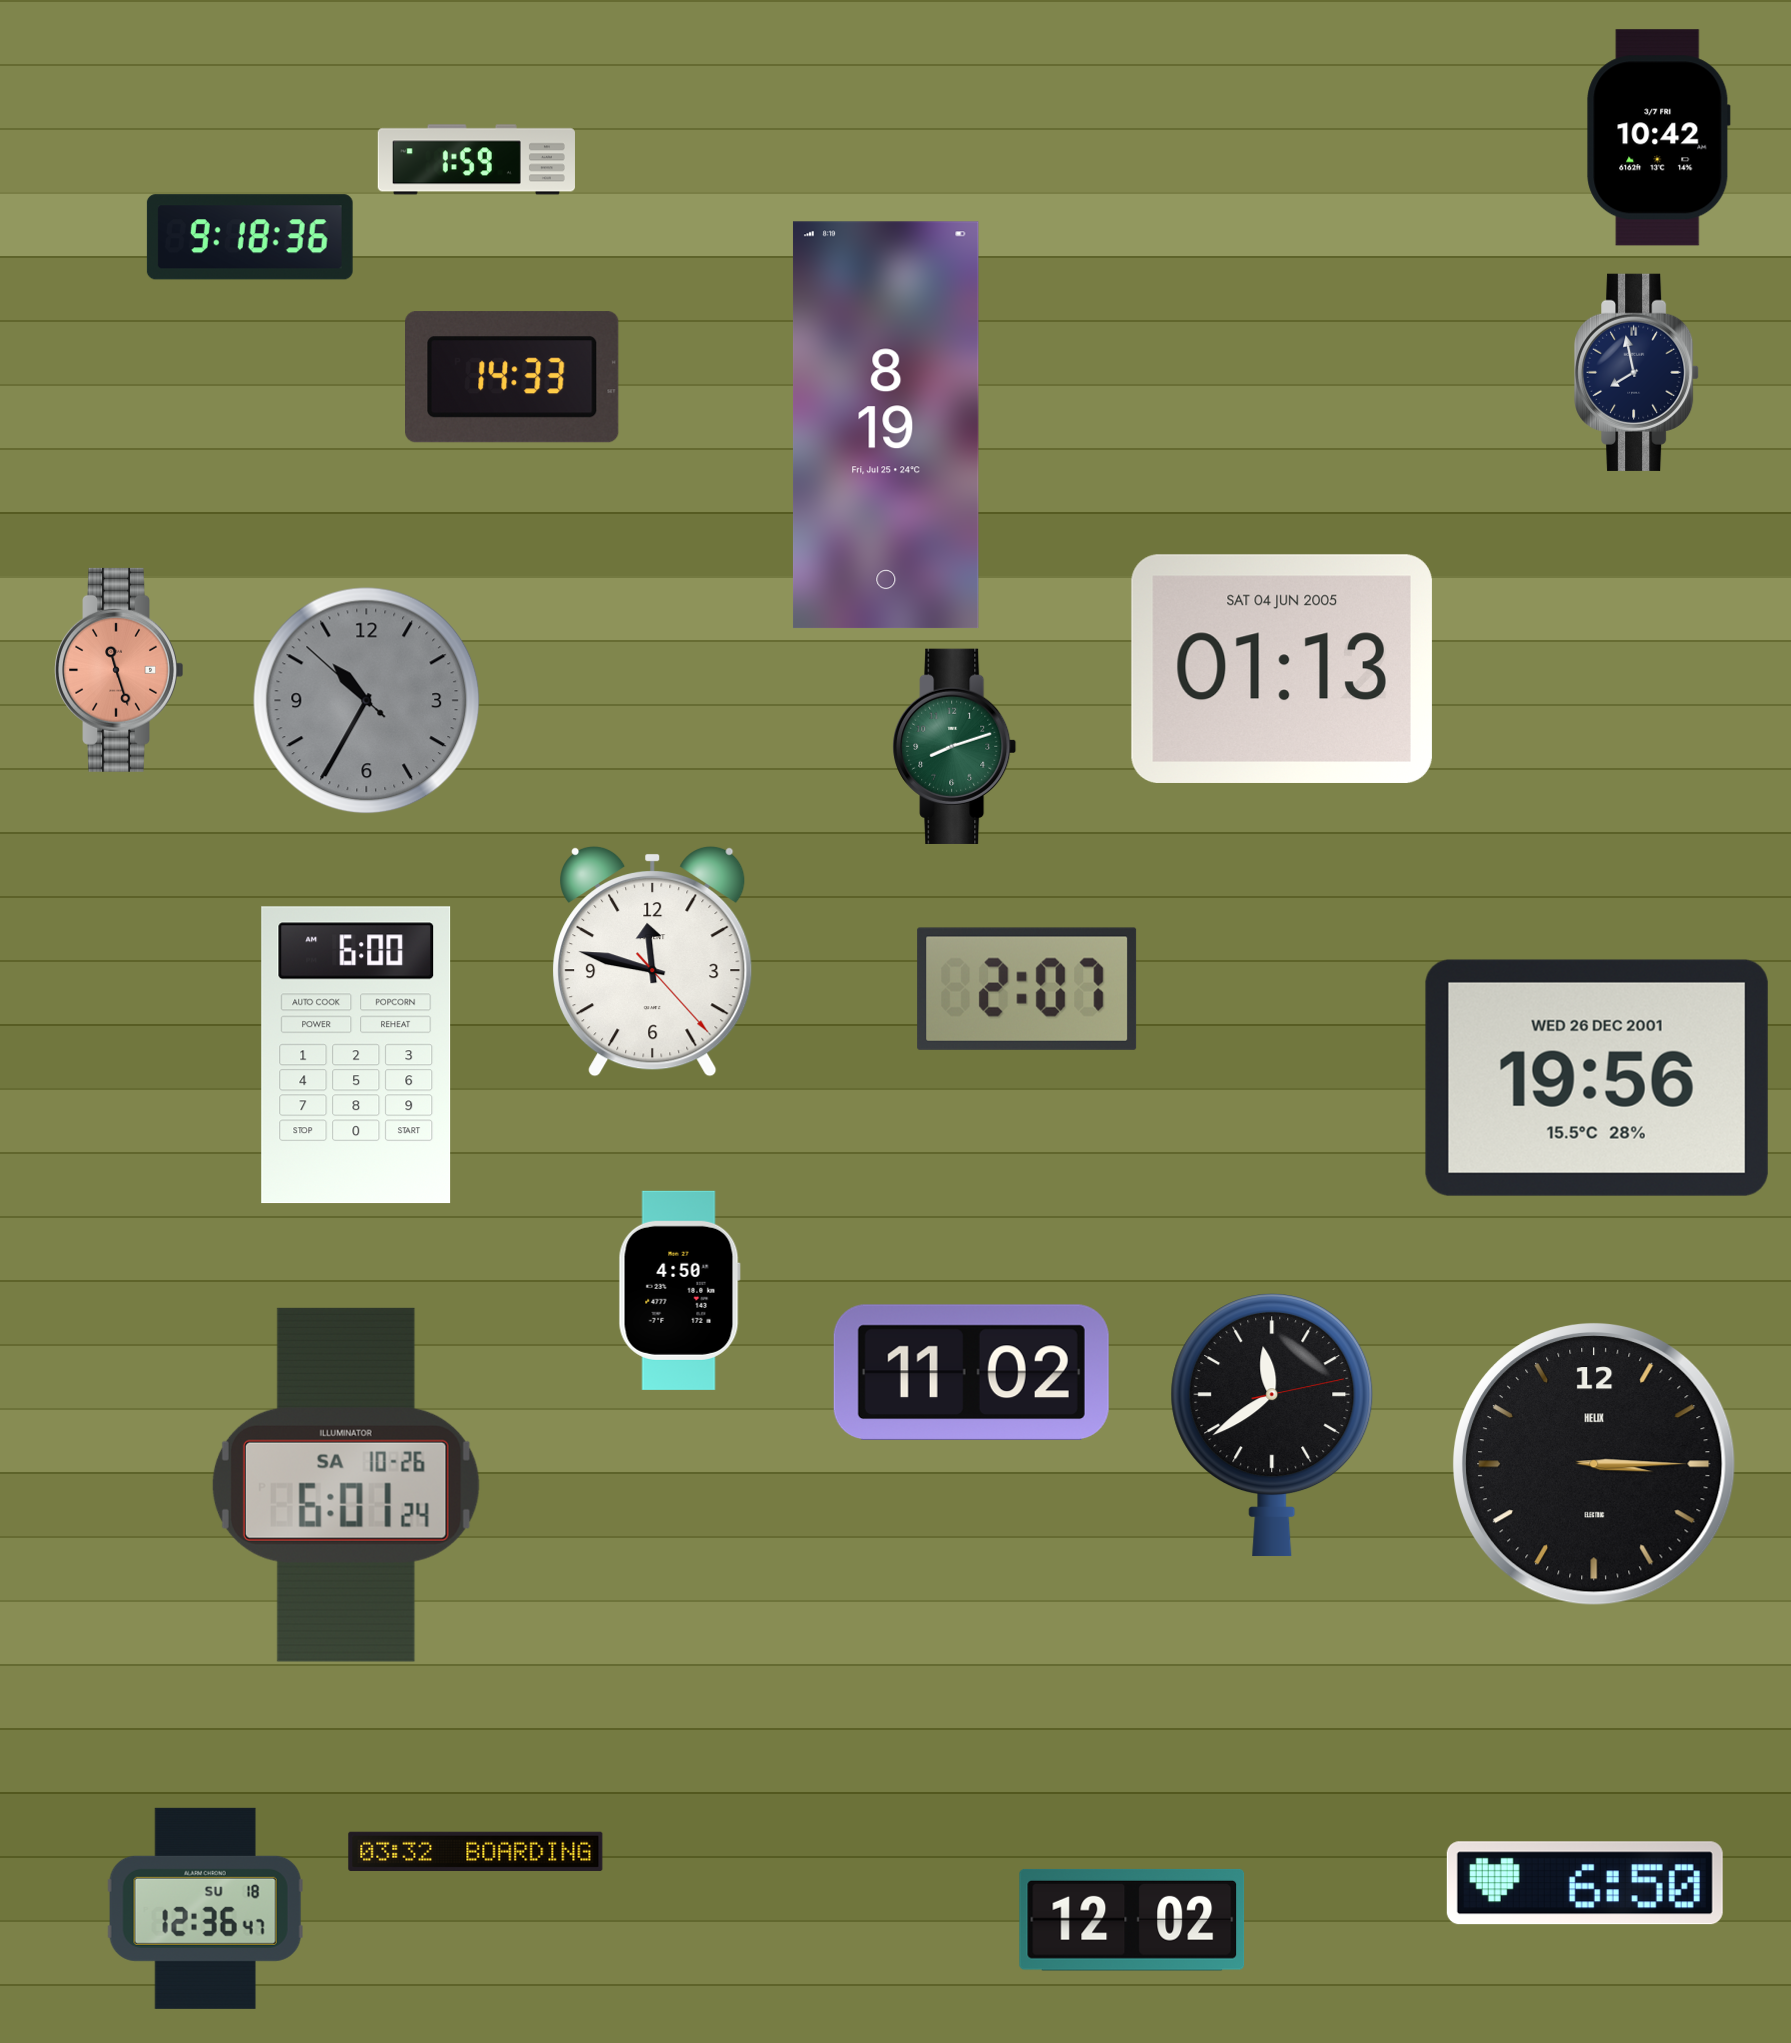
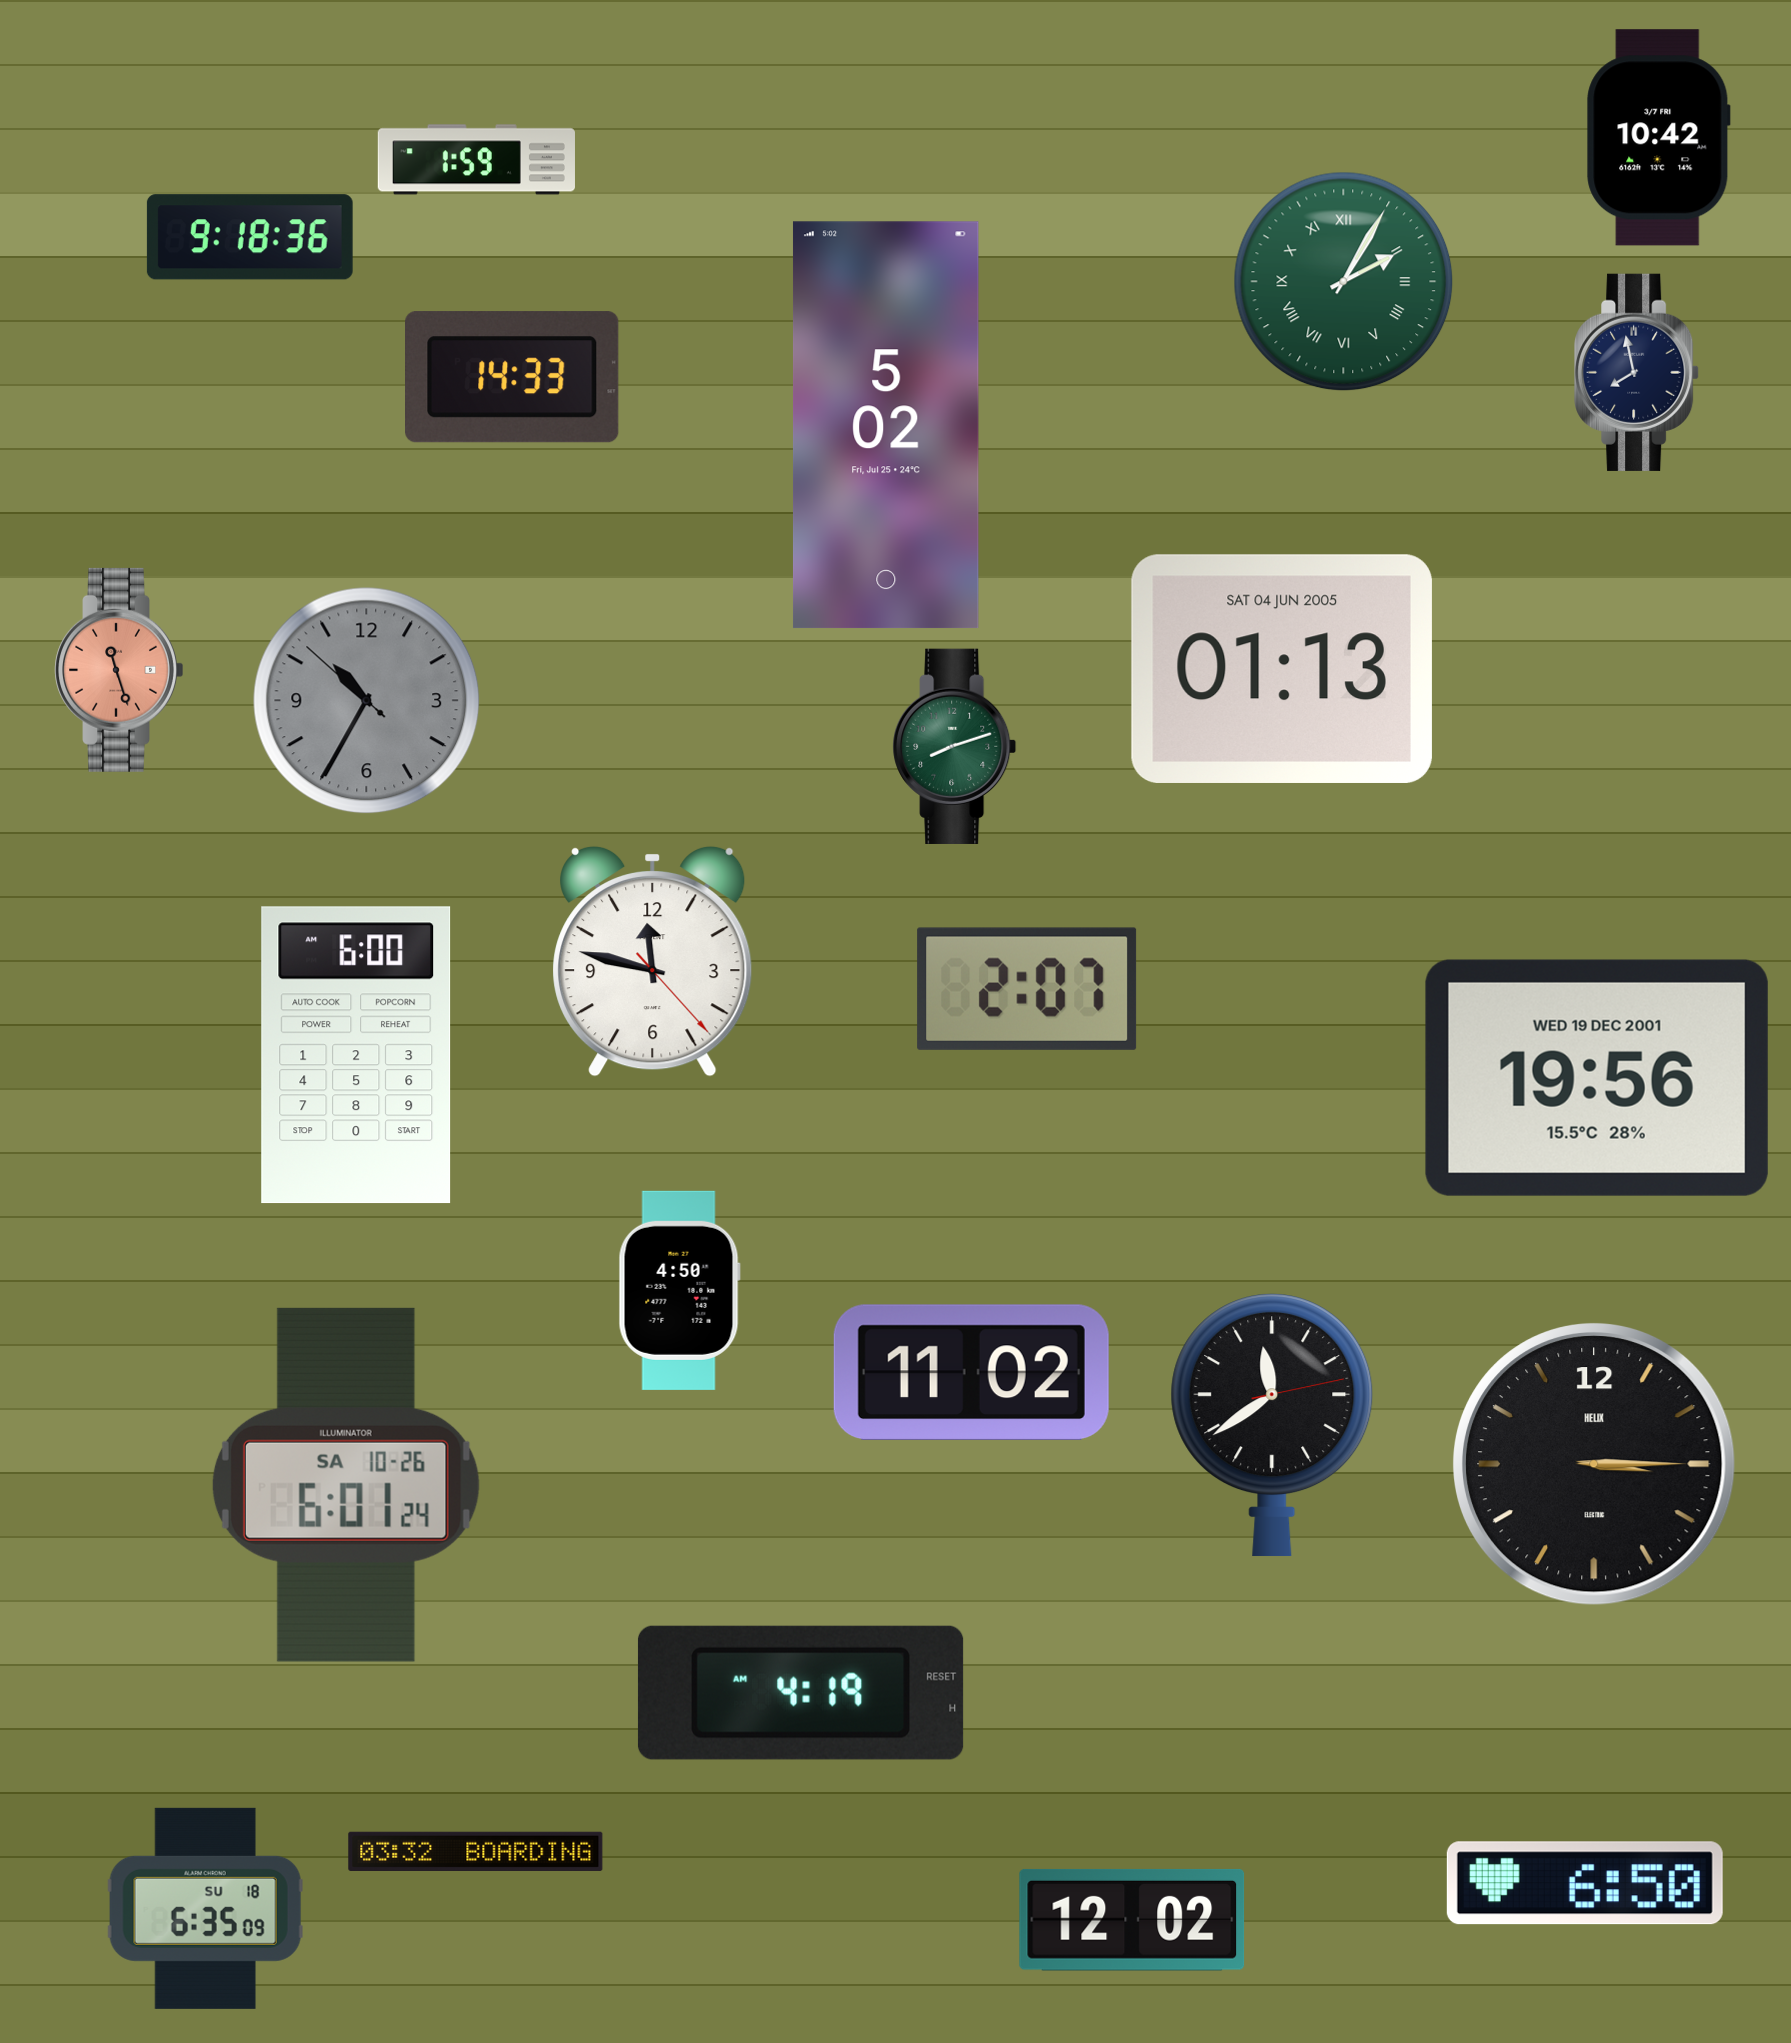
clock at (1344, 282): none -> 2:05
clock at (886, 425): 8:19 -> 5:02
clock at (1597, 1078) date: WED 26 DEC 2001 -> WED 19 DEC 2001
clock at (801, 1693): none -> 4:19
clock at (205, 1908): 12:36 -> 6:35
